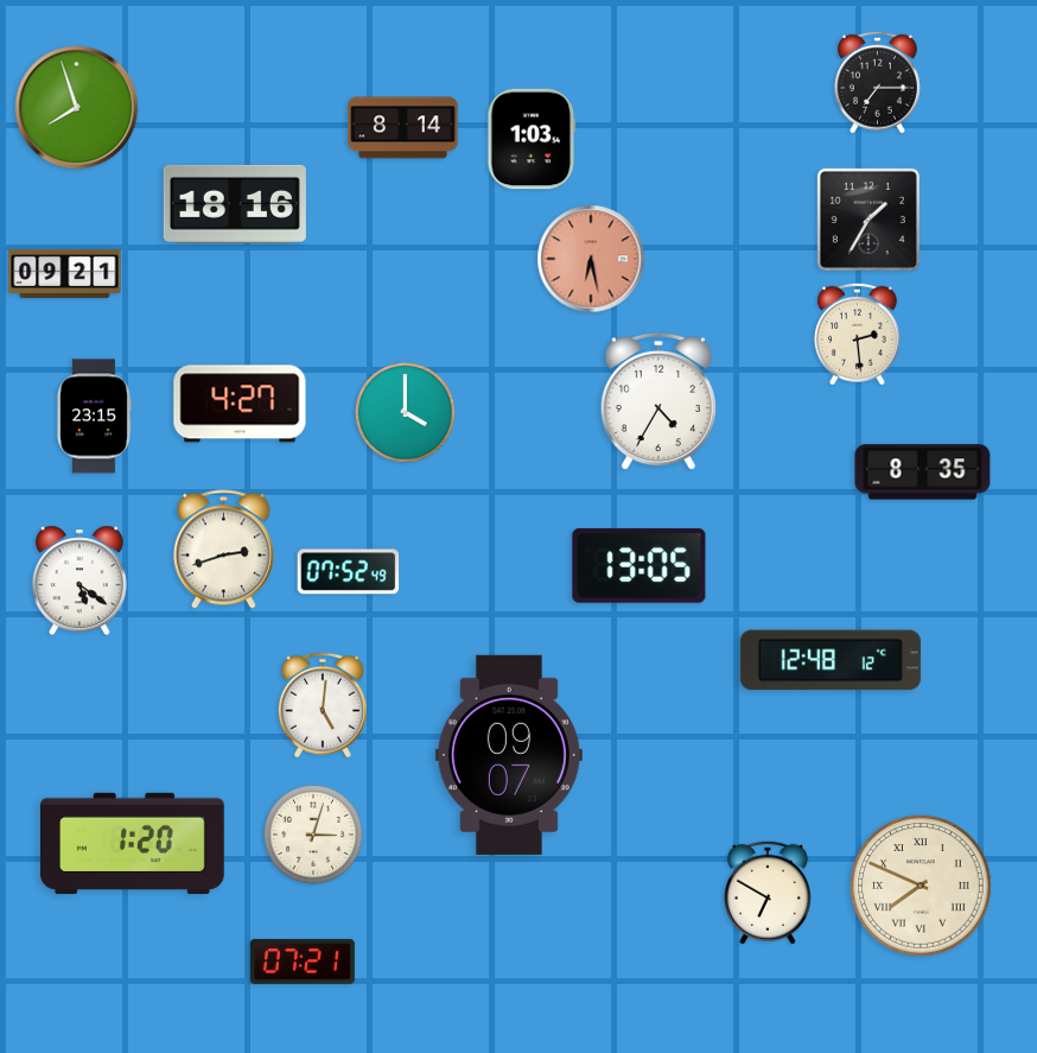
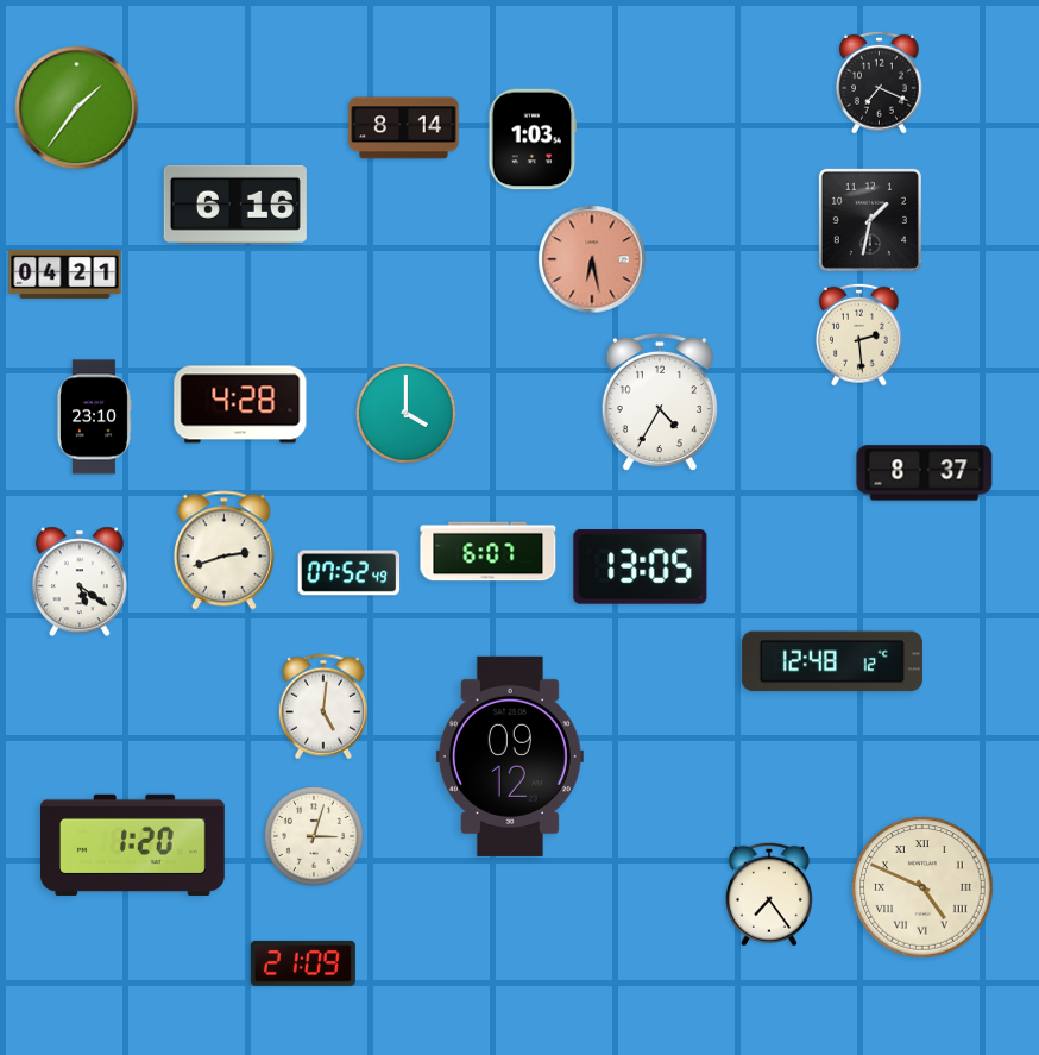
clock at (877, 82): 7:15 -> 7:19
clock at (77, 108): 7:57 -> 1:36
clock at (235, 204): 18:16 -> 6:16
clock at (869, 220): 1:35 -> 1:32
clock at (65, 273): 09:21 -> 04:21
clock at (240, 404): 4:27 -> 4:28
clock at (94, 417): 23:15 -> 23:10
clock at (923, 472): 8:35 -> 8:37
clock at (489, 552): none -> 6:07
clock at (509, 755): 09:07 -> 09:12
clock at (921, 886): 7:49 -> 4:49
clock at (768, 893): 6:50 -> 7:24
clock at (303, 962): 07:21 -> 21:09
